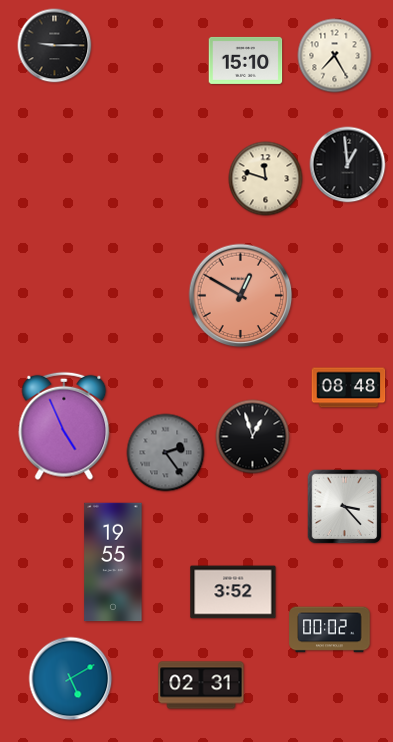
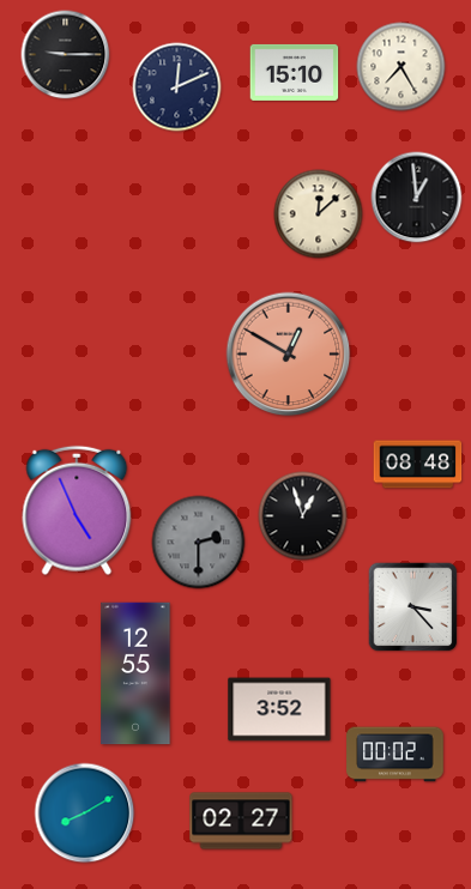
clock at (177, 87): none -> 12:11
clock at (266, 179): 11:48 -> 12:08
clock at (253, 437) position: (253, 437) -> (303, 516)
clock at (166, 453): 2:24 -> 2:30
clock at (113, 562): 19:55 -> 12:55
clock at (71, 679): 5:10 -> 8:10
clock at (201, 685): 02:31 -> 02:27
